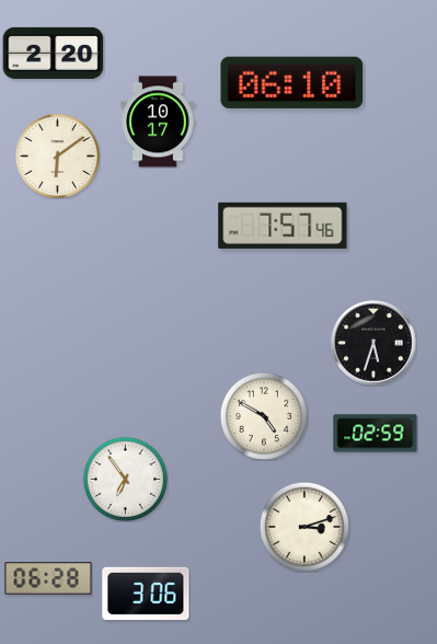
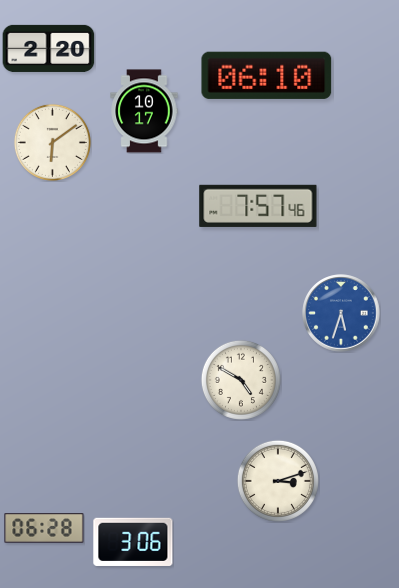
clock at (373, 343) dial: black -> blue
clock at (376, 434): 02:59 -> none
clock at (125, 479): 6:54 -> none
